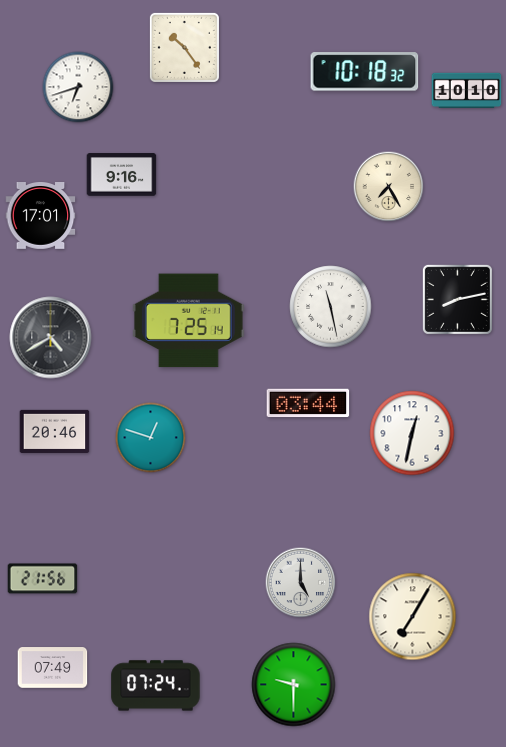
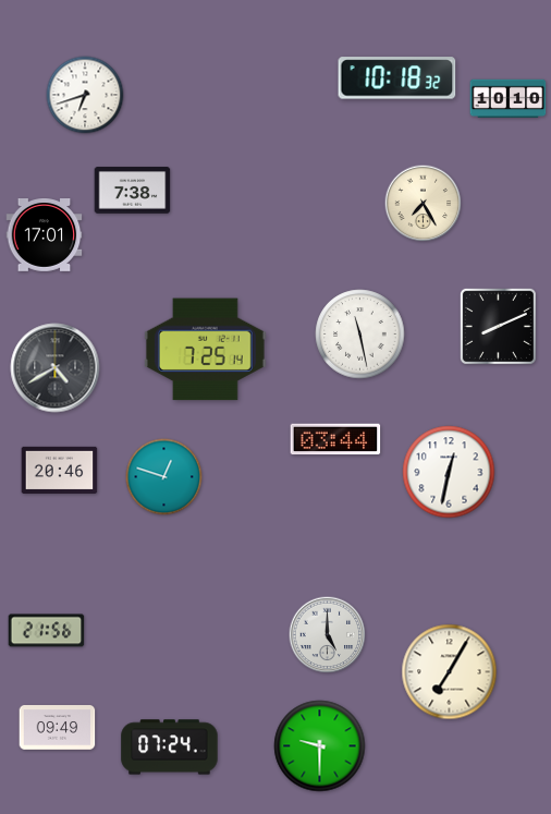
clock at (184, 47): 10:24 -> none
clock at (122, 175): 9:16 -> 7:38
clock at (457, 299): 8:13 -> 8:11
clock at (53, 668): 07:49 -> 09:49
